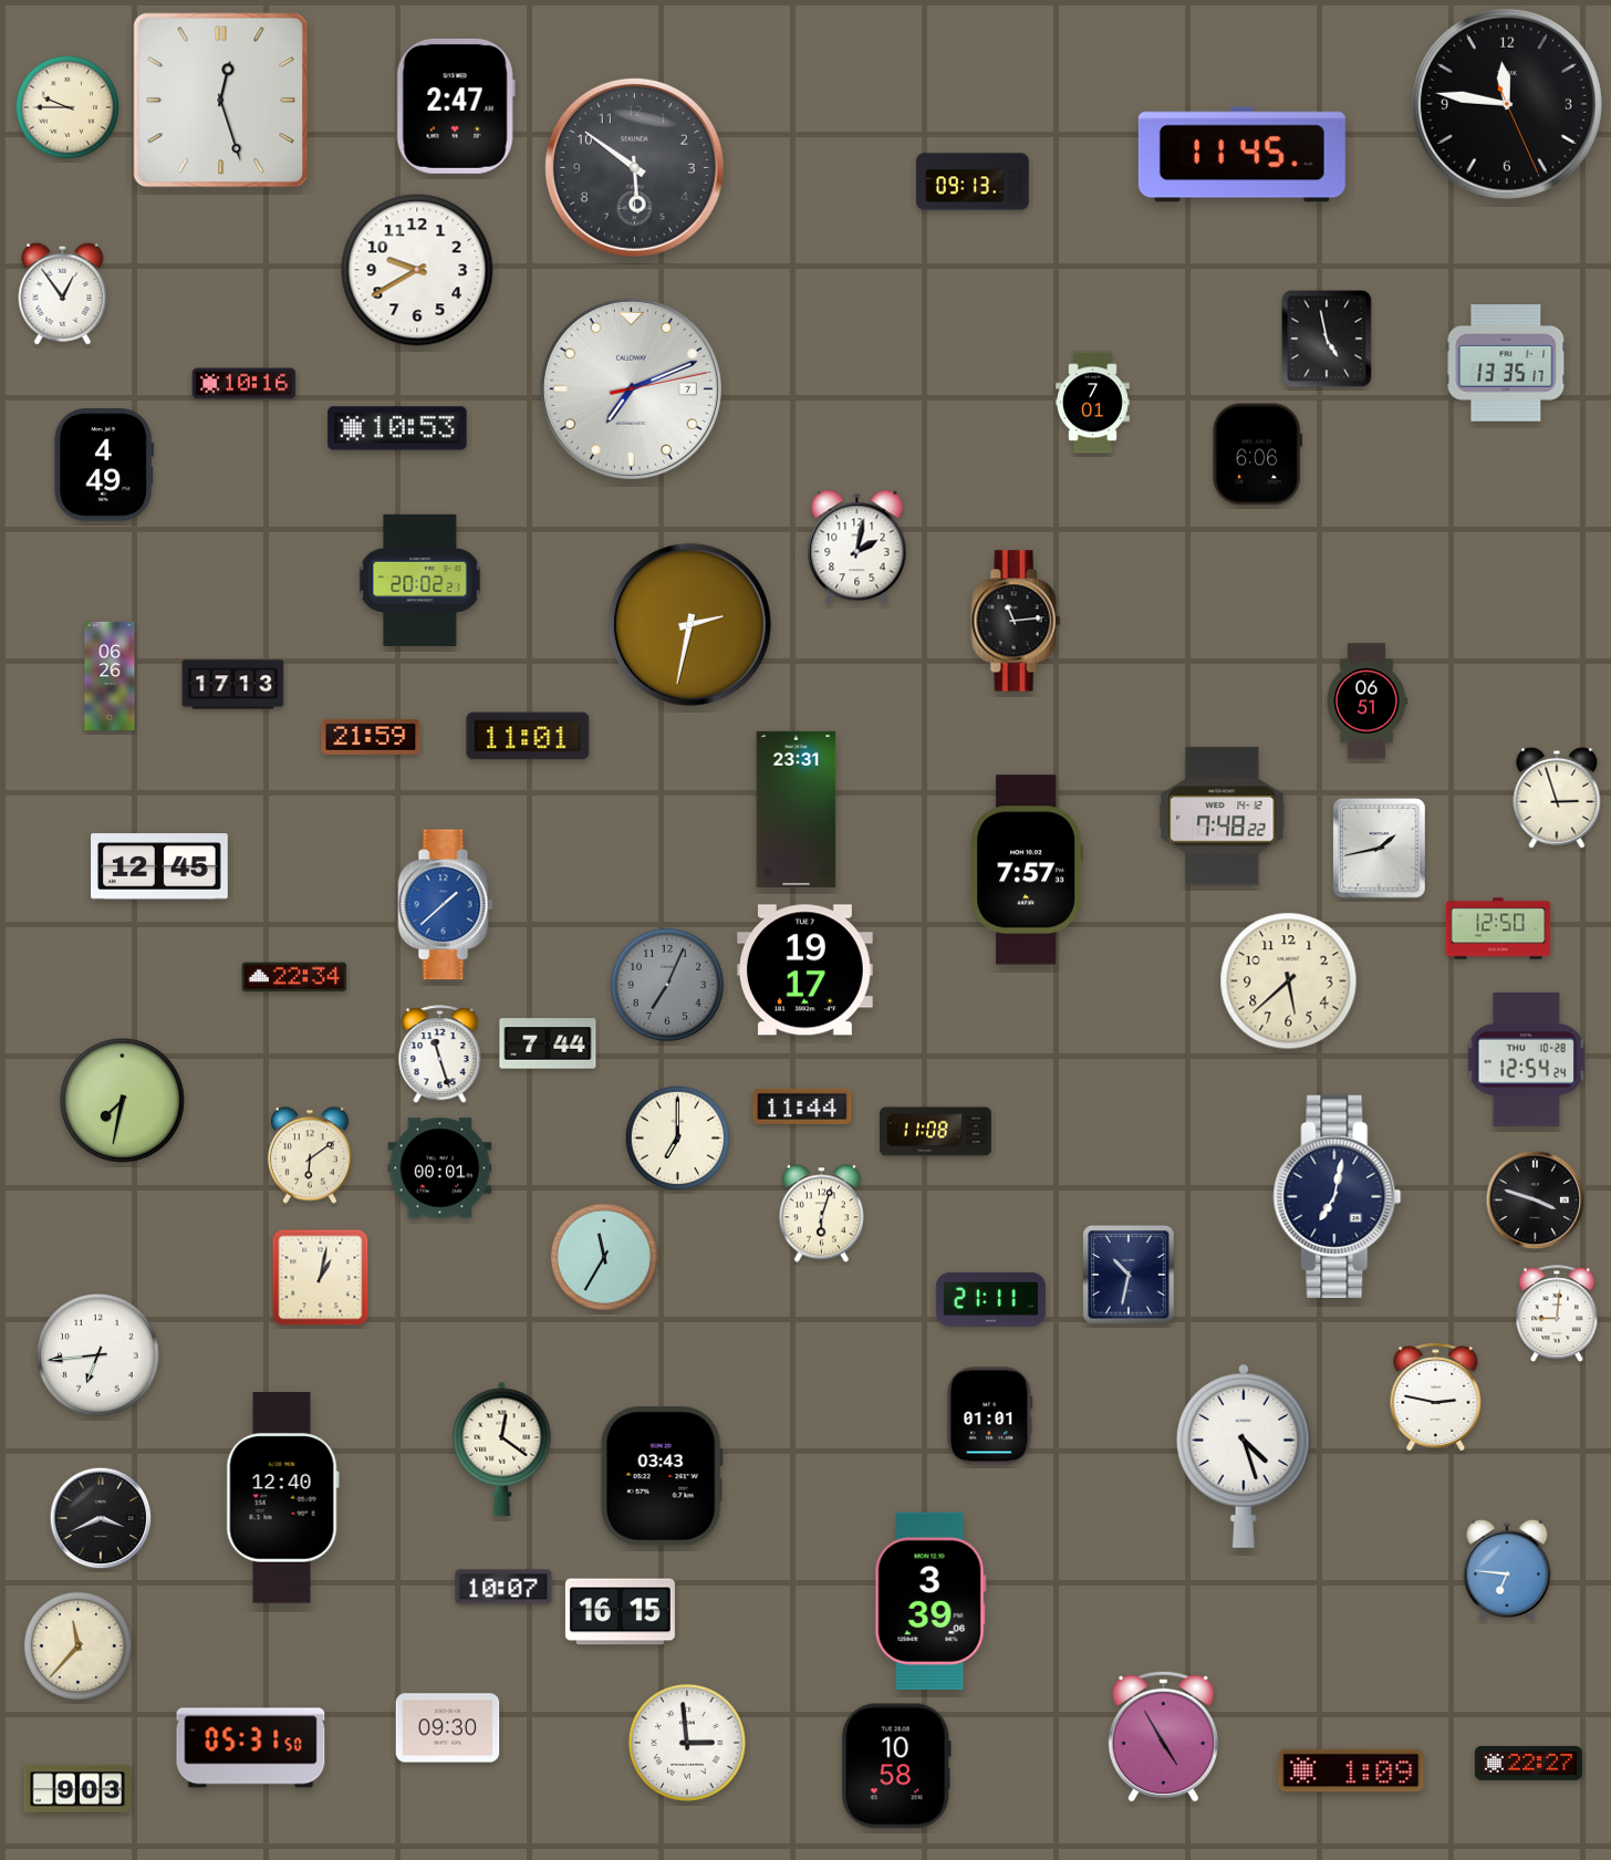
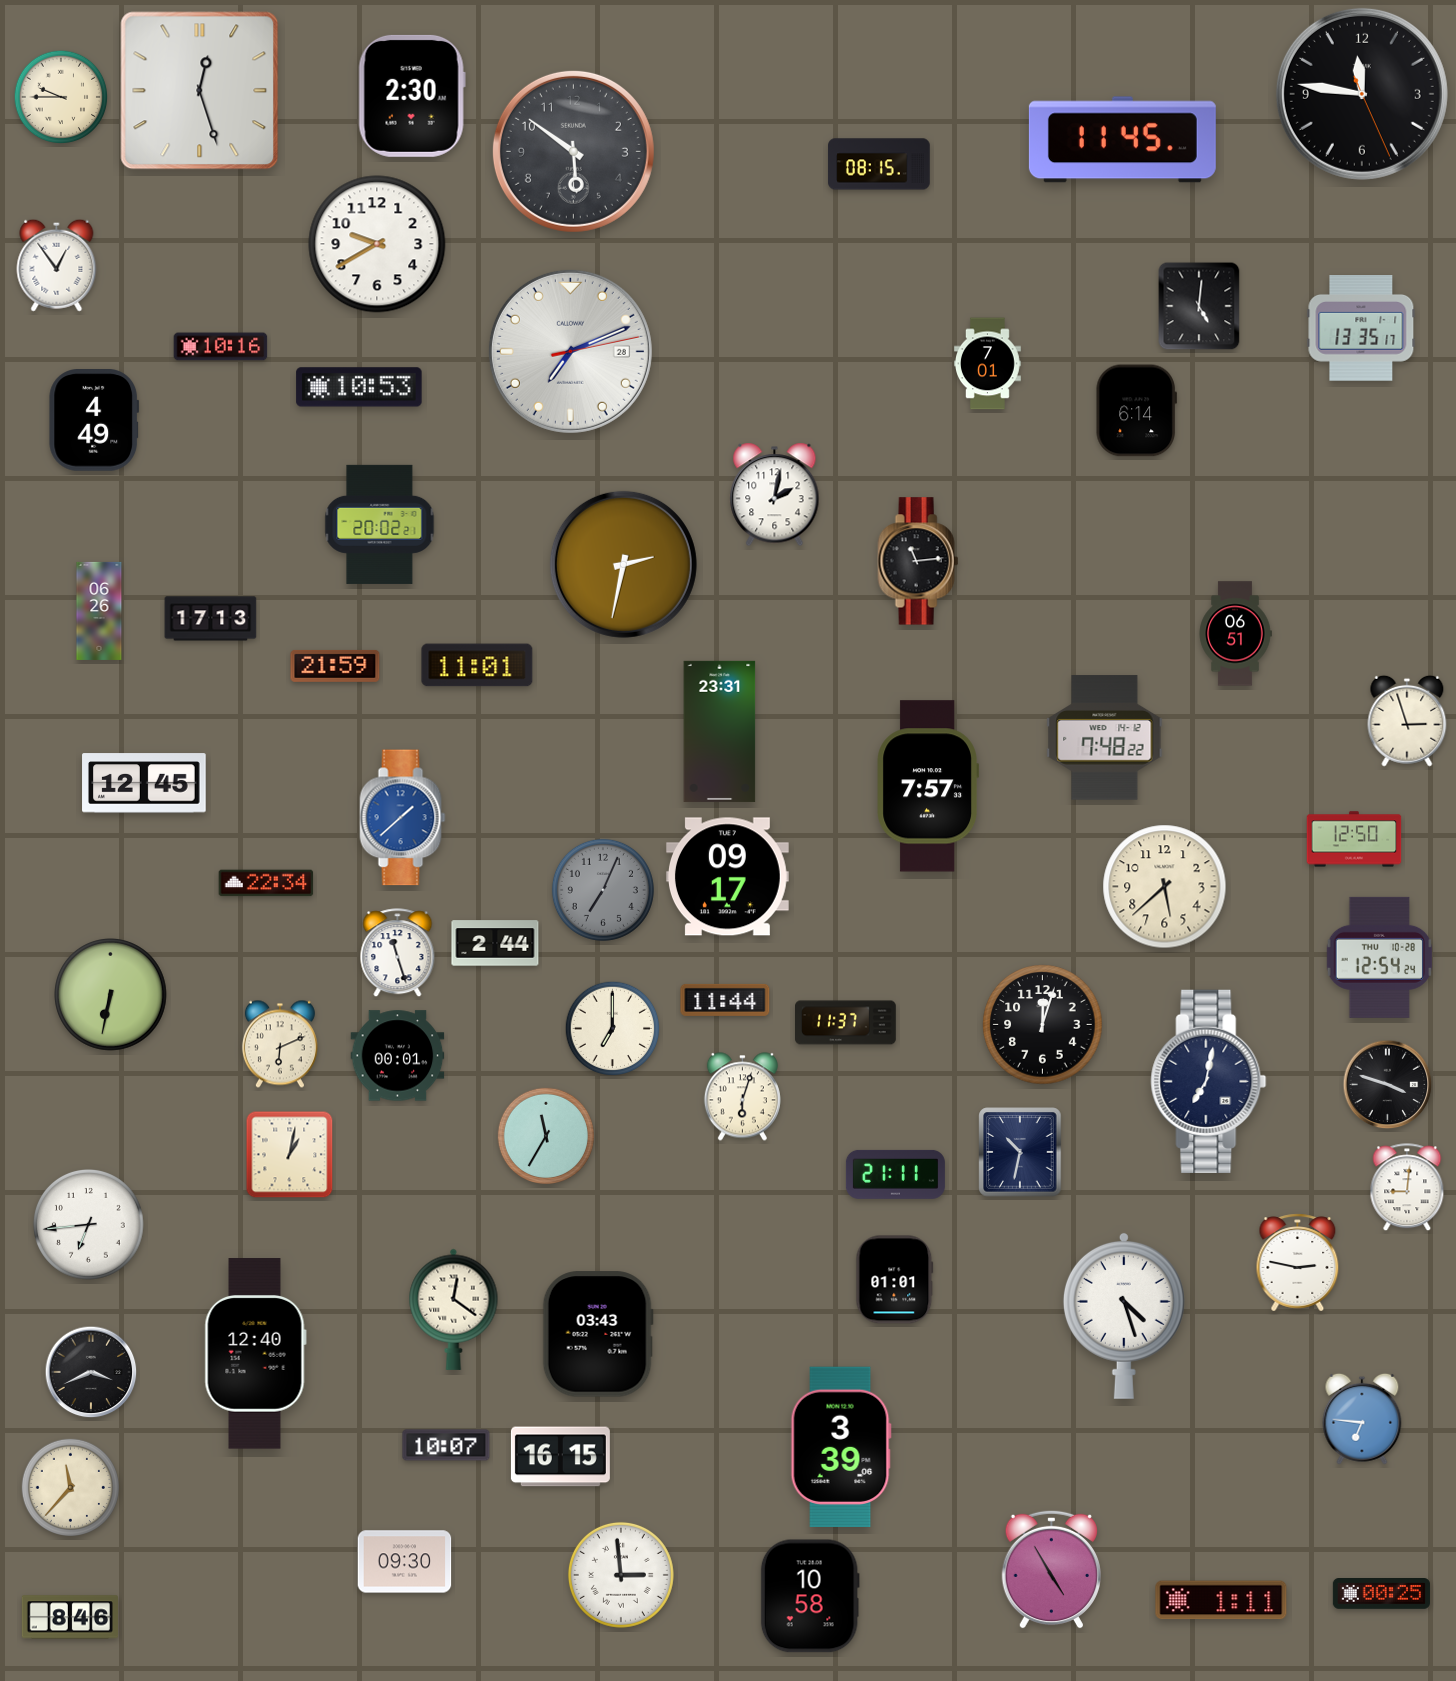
clock at (456, 106): 2:47 -> 2:30
clock at (973, 181): 09:13 -> 08:15
clock at (1327, 339): 4:58 -> 5:01
clock at (631, 388) date: 7 -> 28
clock at (1257, 455): 6:06 -> 6:14
clock at (1380, 849): 1:43 -> none
clock at (804, 970): 19:17 -> 09:17
clock at (548, 1043): 7:44 -> 2:44
clock at (123, 1101): 7:32 -> 6:32
clock at (936, 1132): 11:08 -> 11:37
clock at (1043, 1025): none -> 12:03
clock at (310, 1155): 6:09 -> 6:11
clock at (503, 1587) position: (503, 1587) -> (446, 1445)
clock at (251, 1748): 05:31 -> none
clock at (1528, 1764): 22:27 -> 00:25
clock at (1351, 1770): 1:09 -> 1:11
clock at (76, 1789): 9:03 -> 8:46
